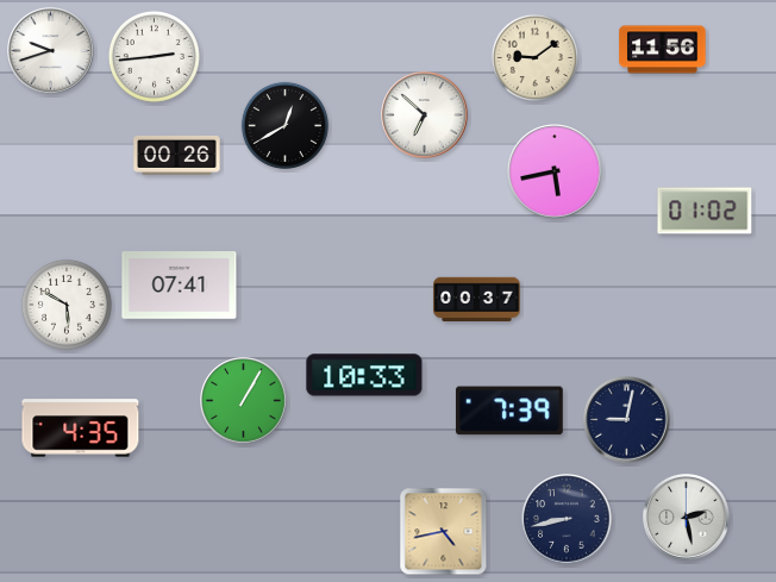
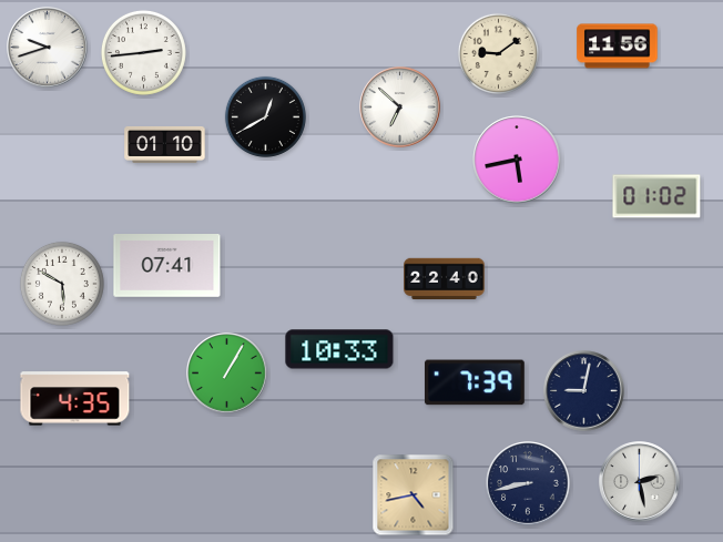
clock at (425, 115) position: (425, 115) -> (400, 108)
clock at (177, 155): 00:26 -> 01:10
clock at (477, 300): 00:37 -> 22:40
